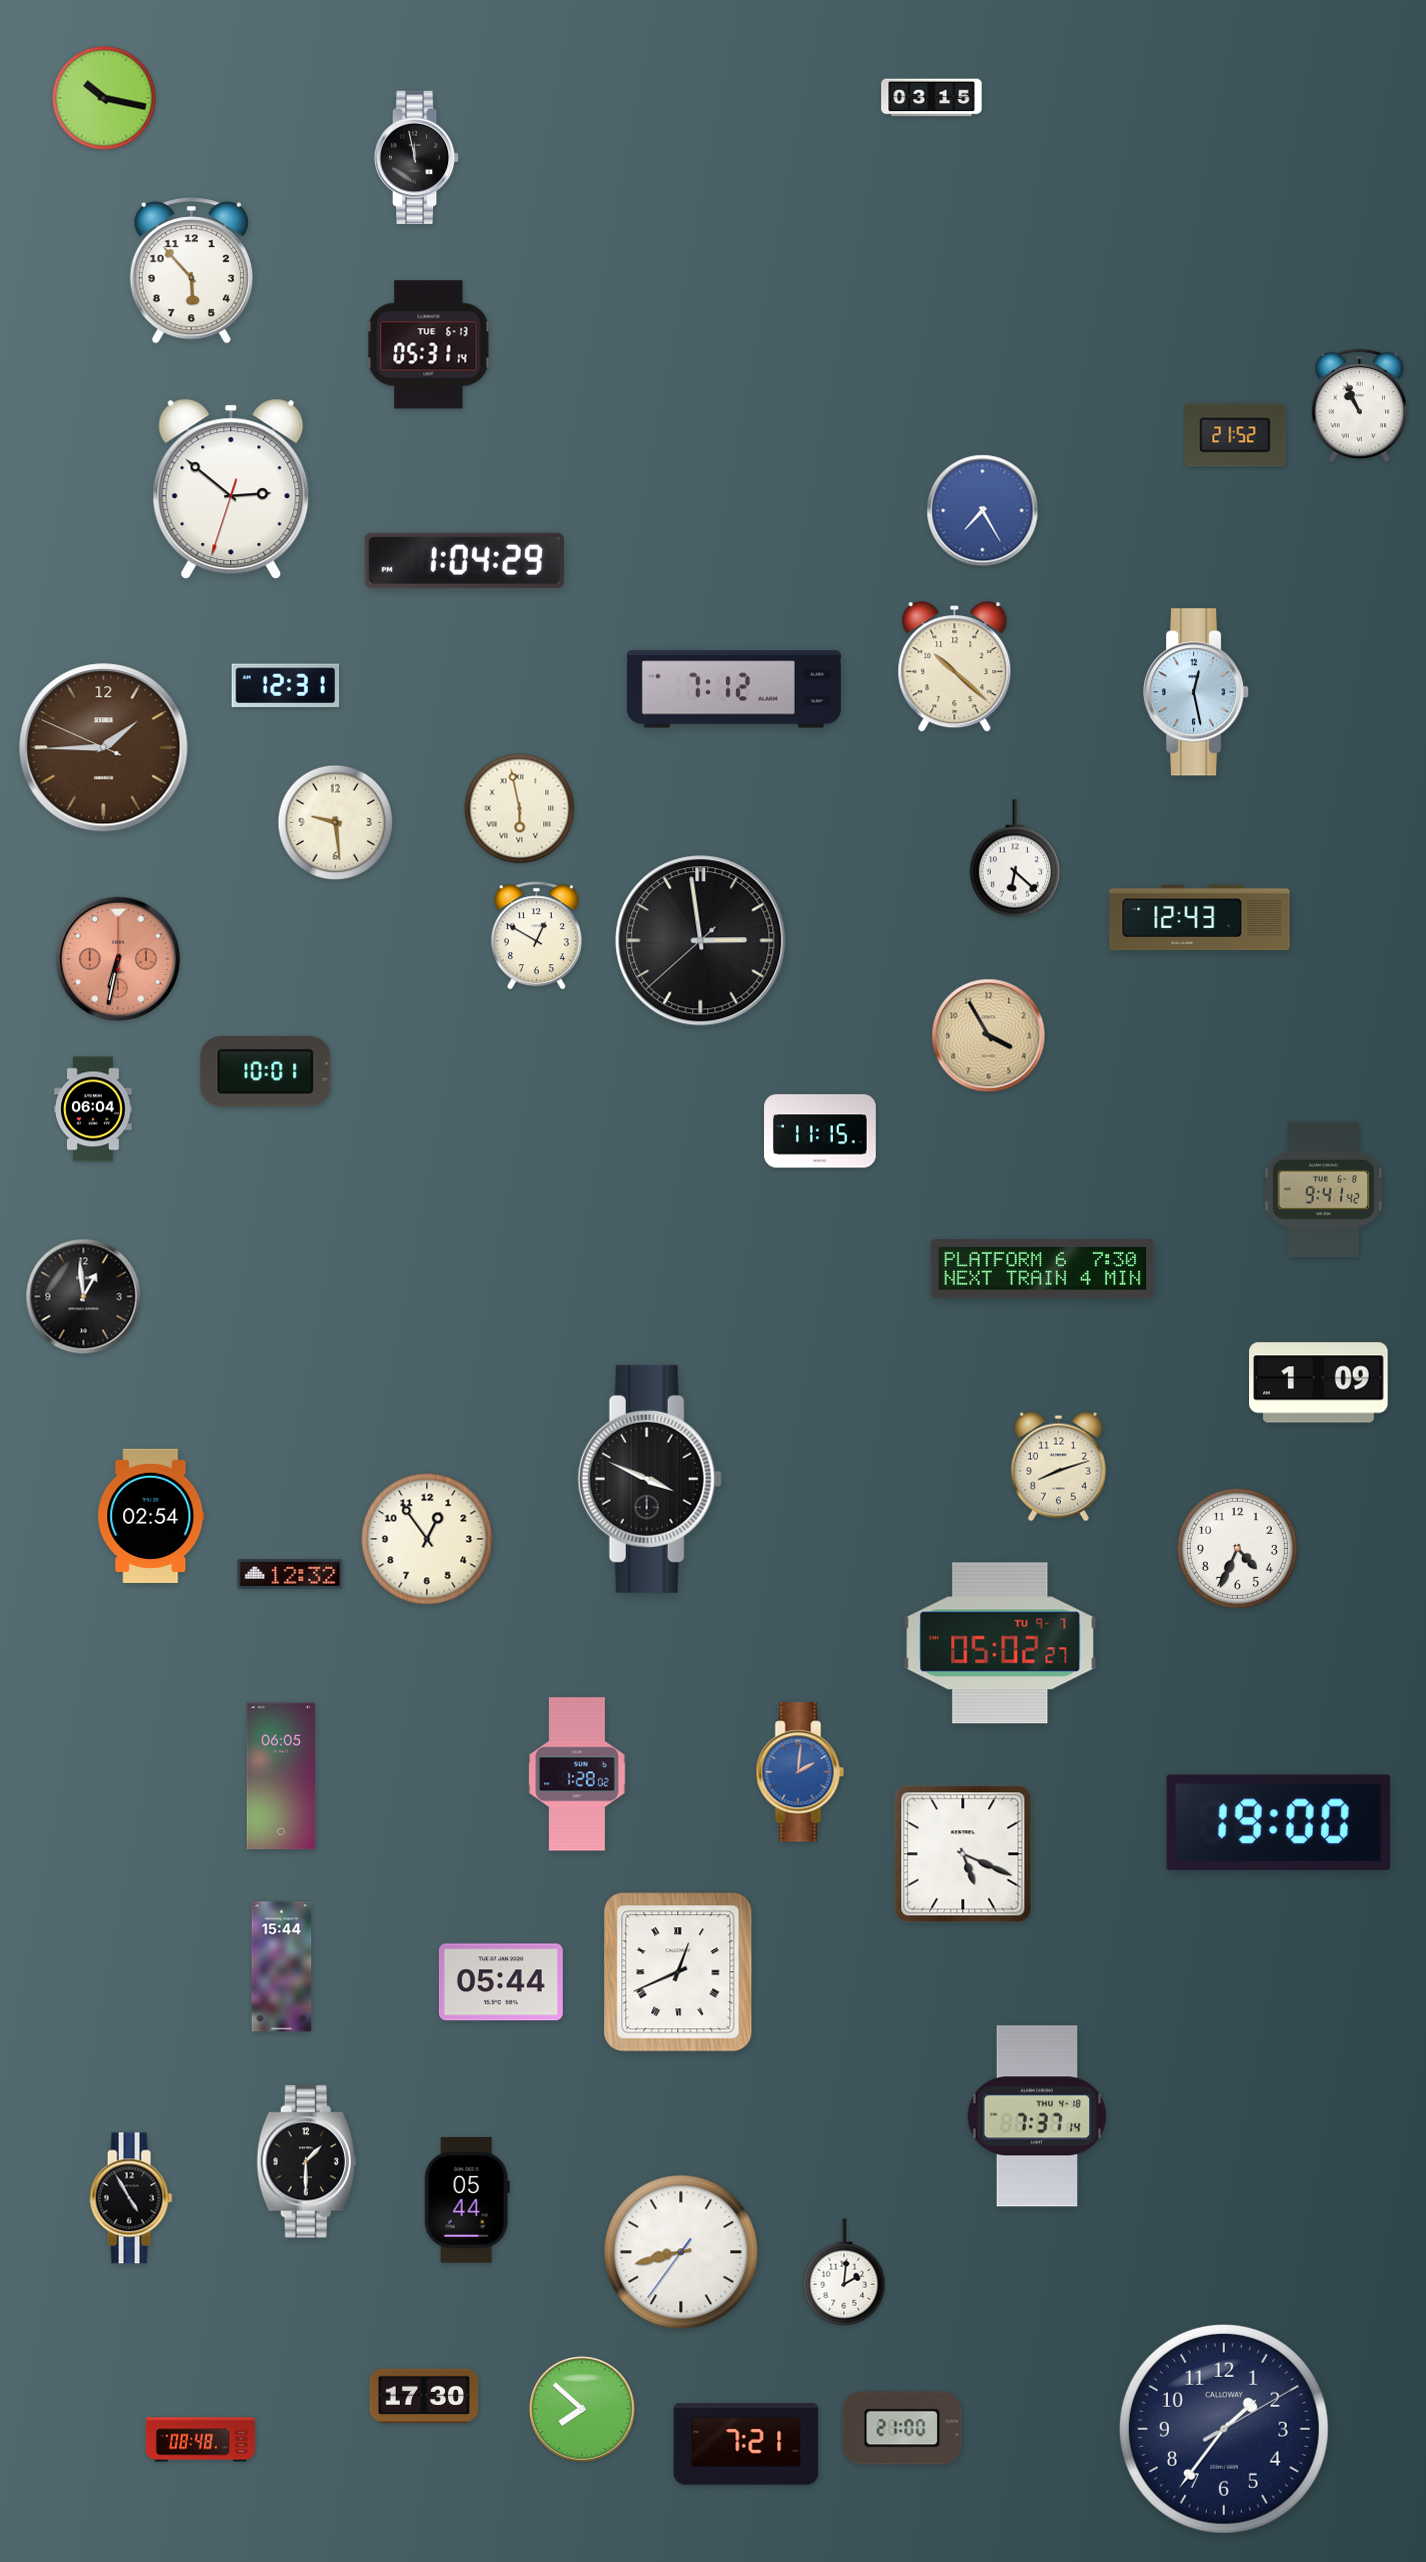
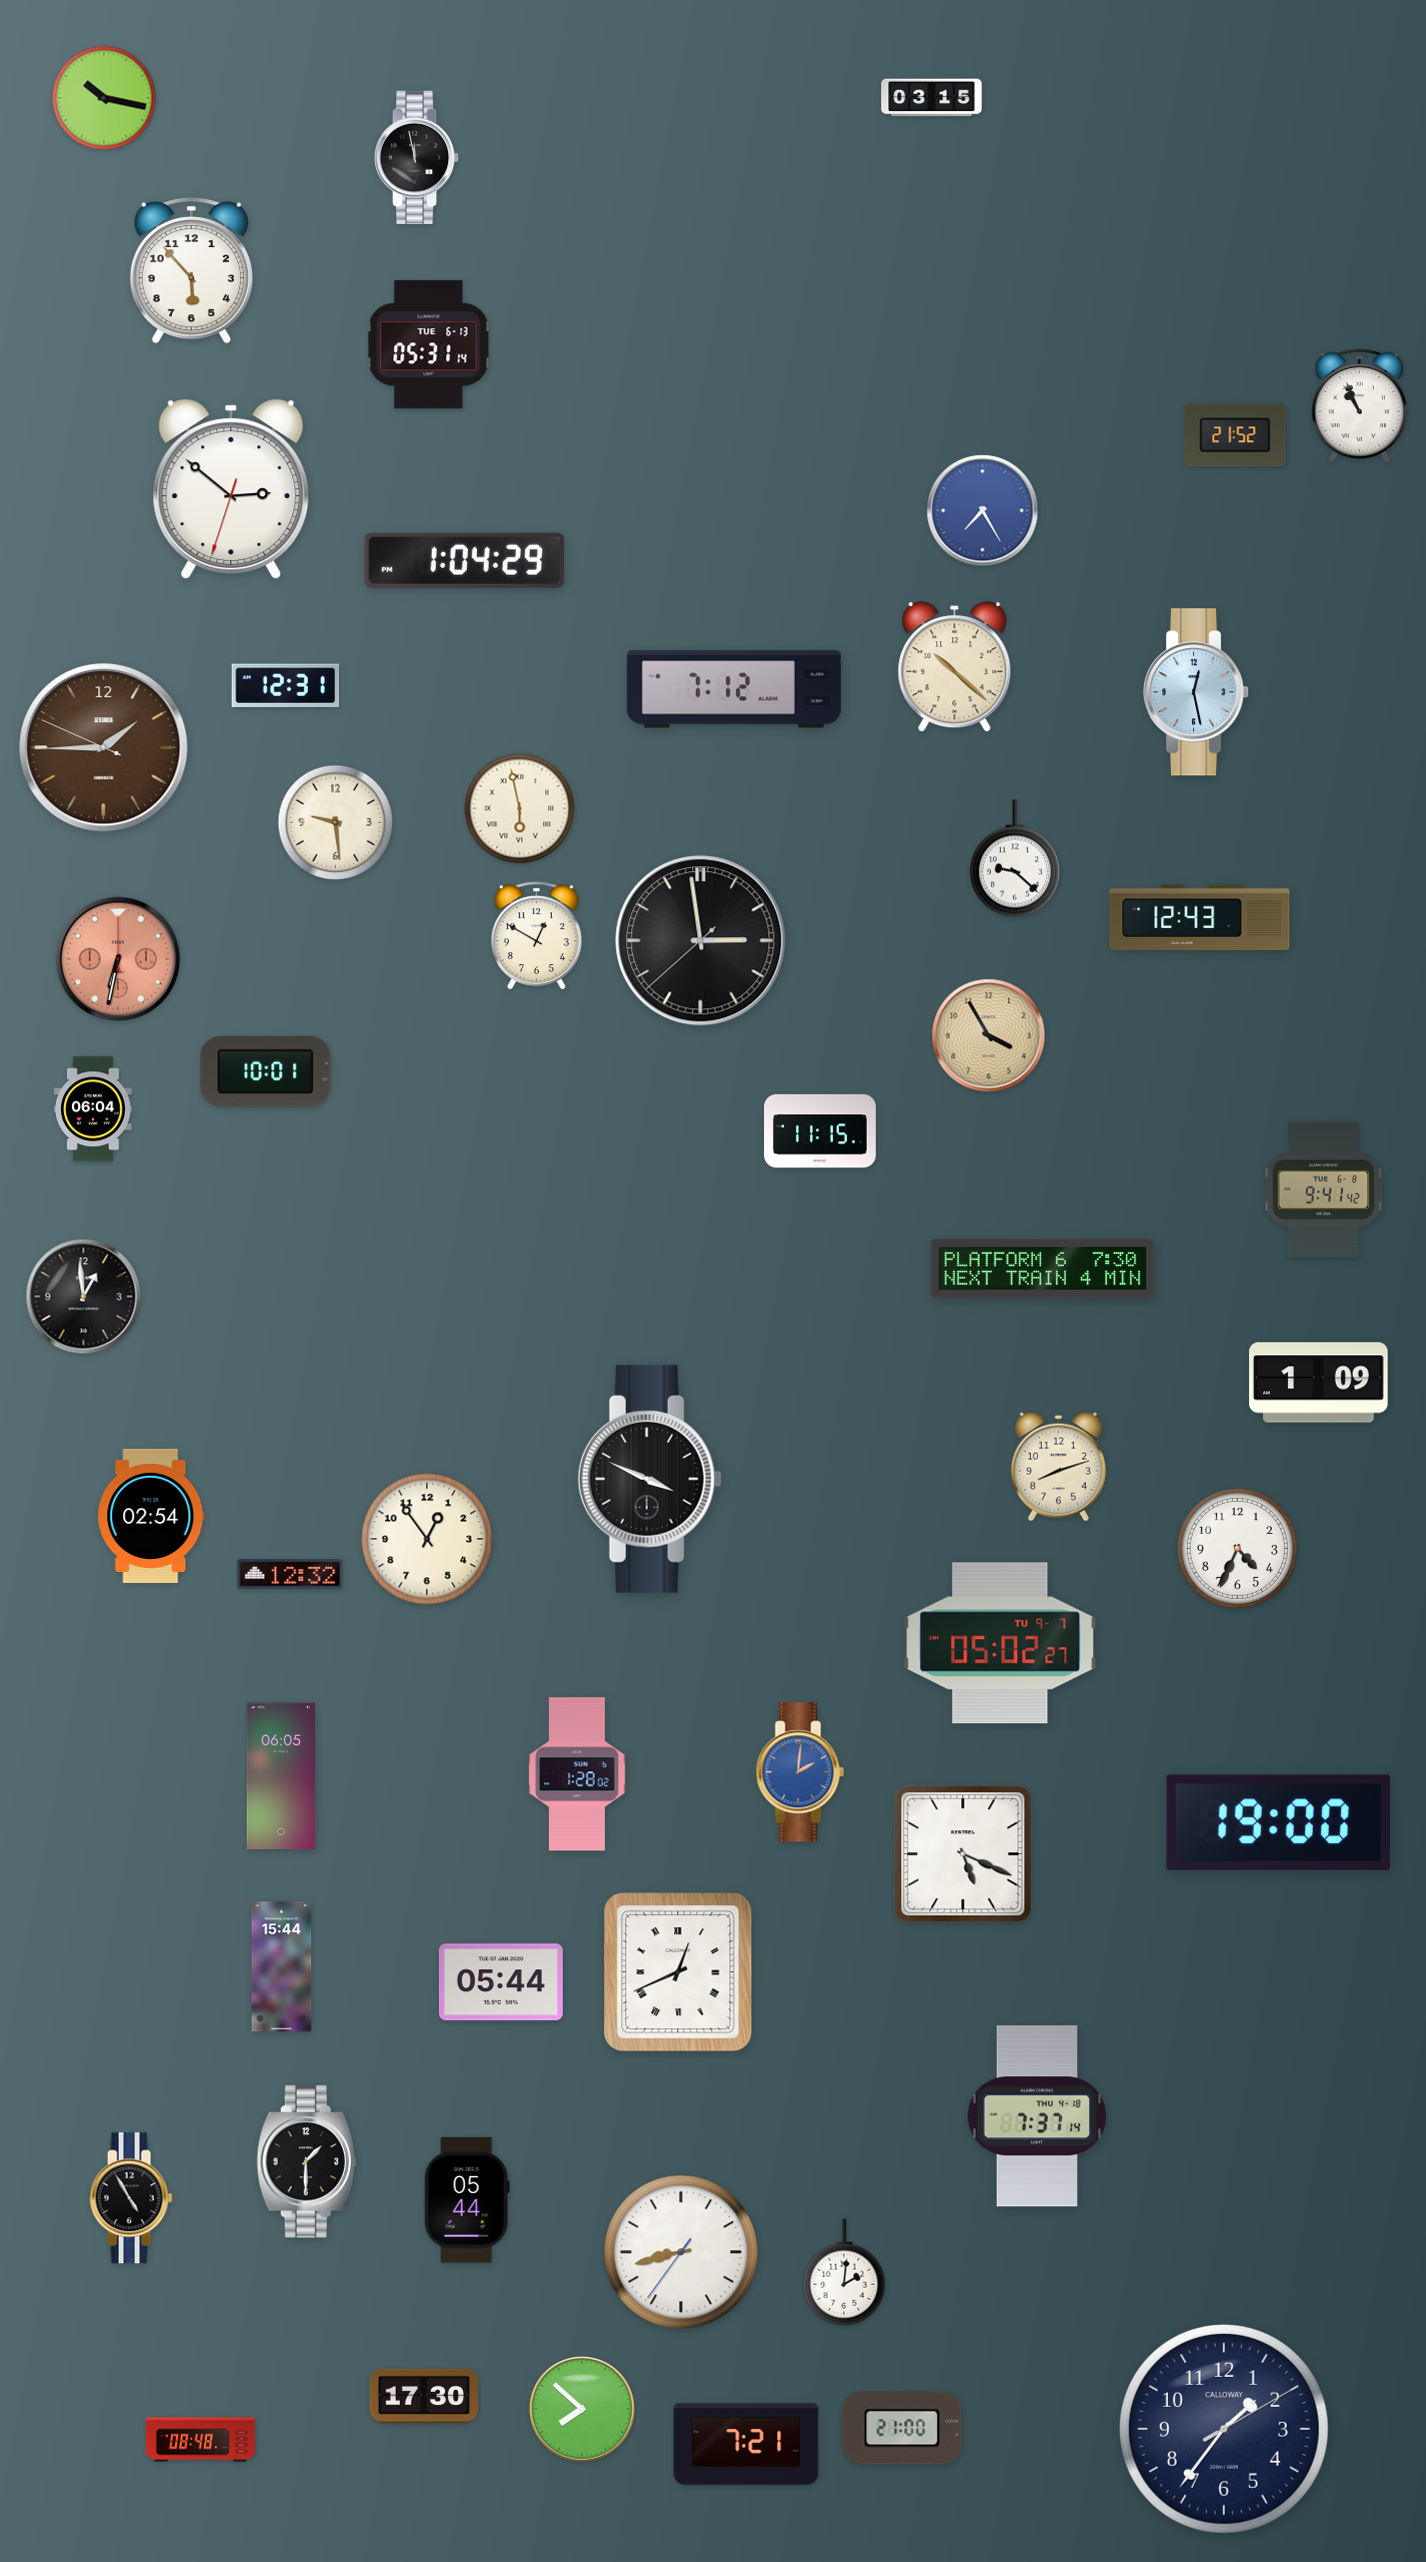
clock at (1015, 858): 6:22 -> 9:22
